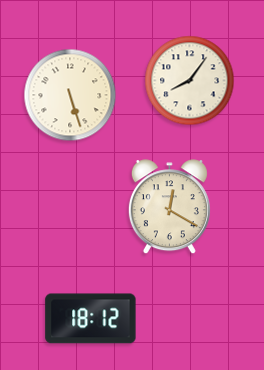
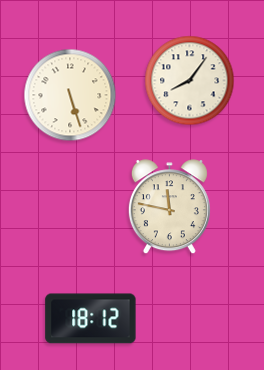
clock at (169, 207): 12:20 -> 11:47
